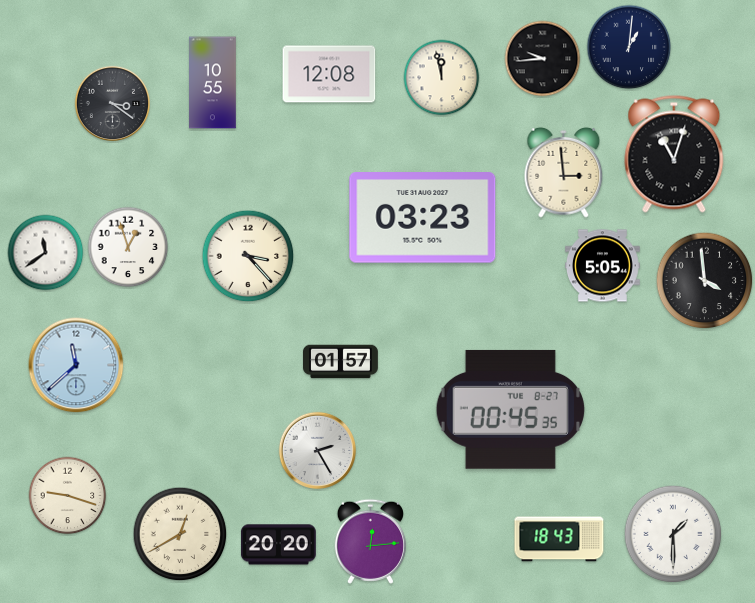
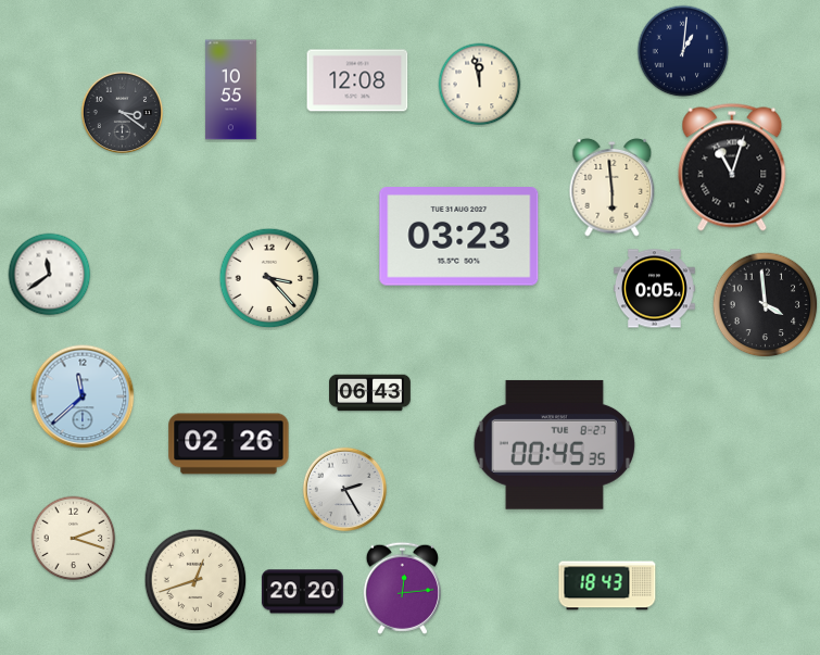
clock at (543, 59): 9:44 -> none
clock at (564, 172): 2:59 -> 5:59
clock at (128, 247): 12:57 -> none
clock at (603, 266): 5:05 -> 0:05
clock at (341, 362): 01:57 -> 06:43
clock at (229, 444): none -> 02:26
clock at (68, 496): 9:18 -> 2:18
clock at (180, 534): 12:40 -> 12:42
clock at (673, 534): 1:30 -> none
